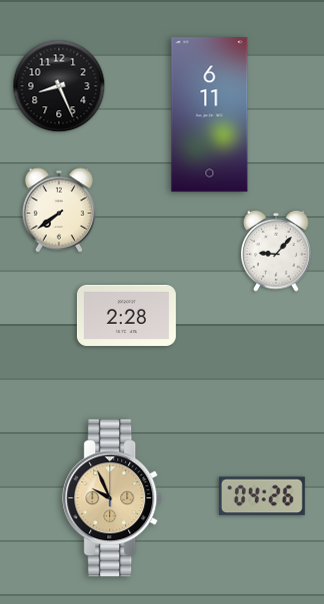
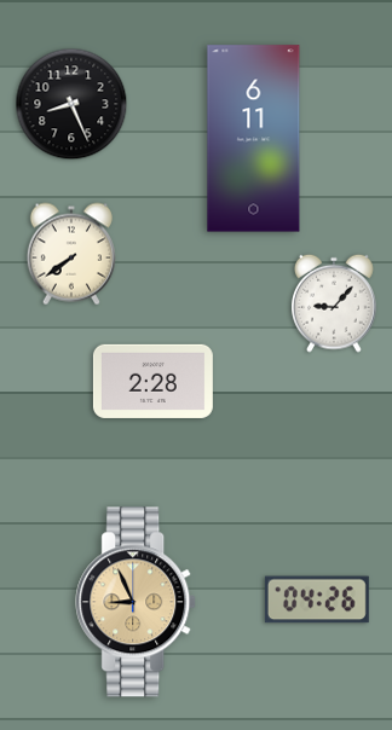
clock at (113, 498): 9:56 -> 8:56
